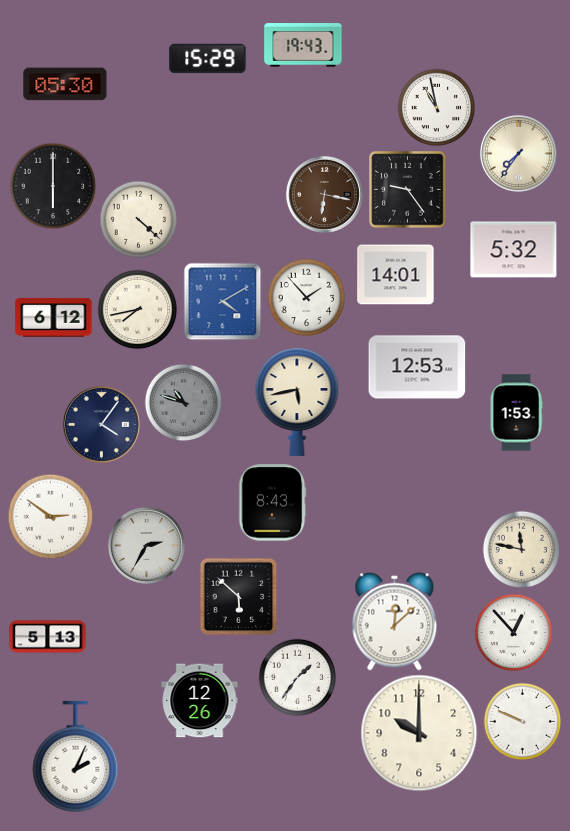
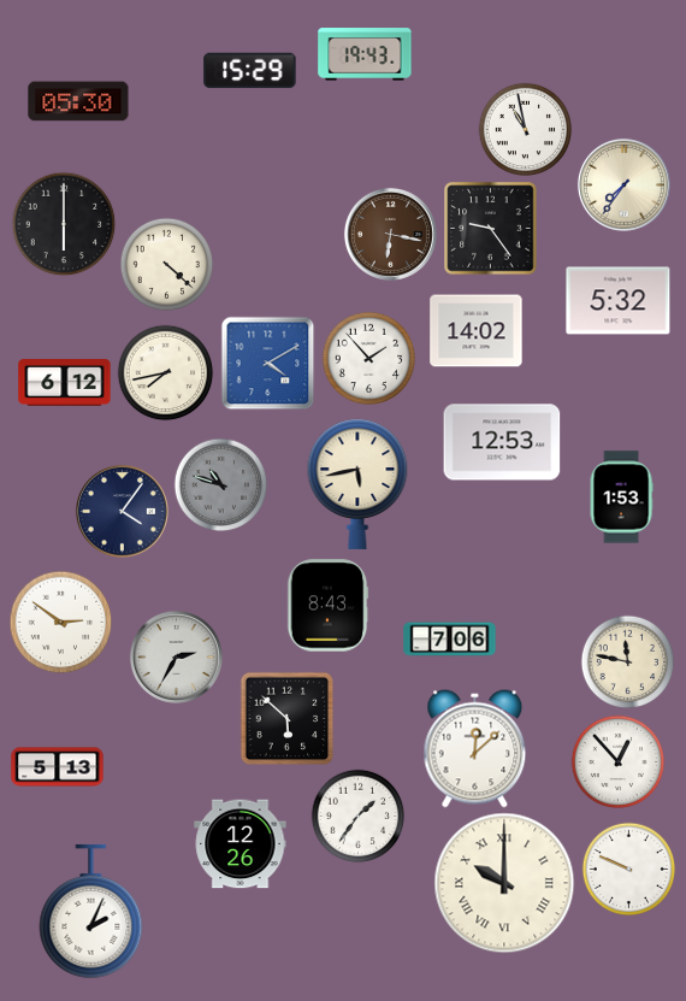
clock at (396, 275): 14:01 -> 14:02
clock at (450, 640): none -> 7:06
clock at (419, 733) numerals: Arabic -> Roman
